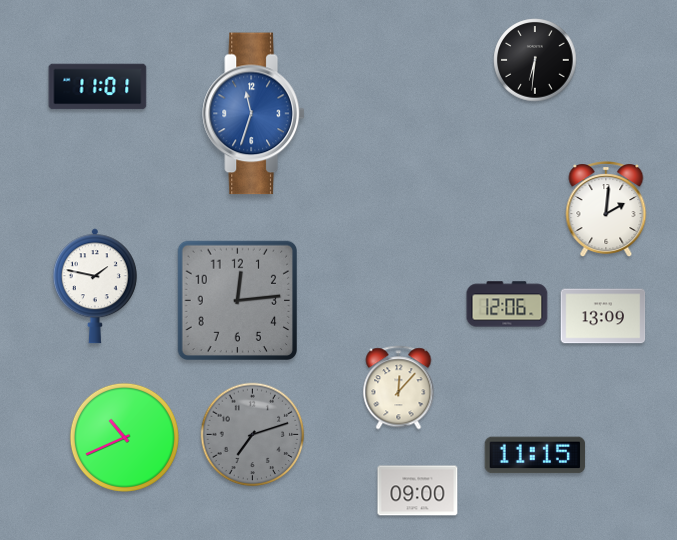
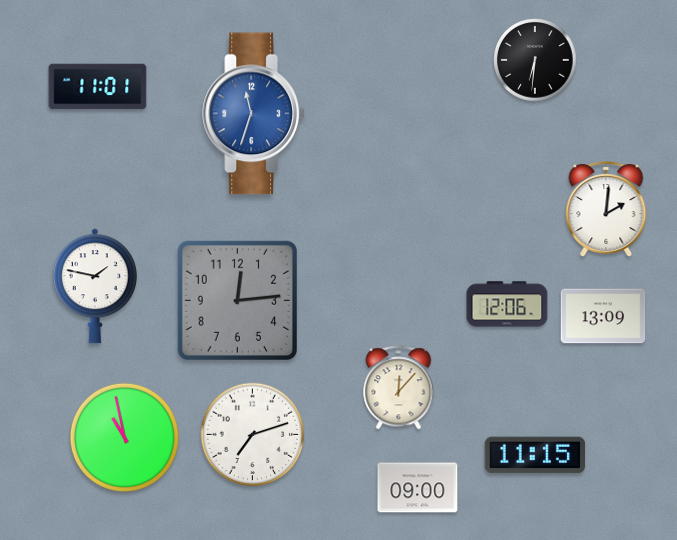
clock at (253, 435) dial: grey -> white
clock at (124, 437): 10:41 -> 10:58
clock at (418, 491) position: (418, 491) -> (418, 488)
